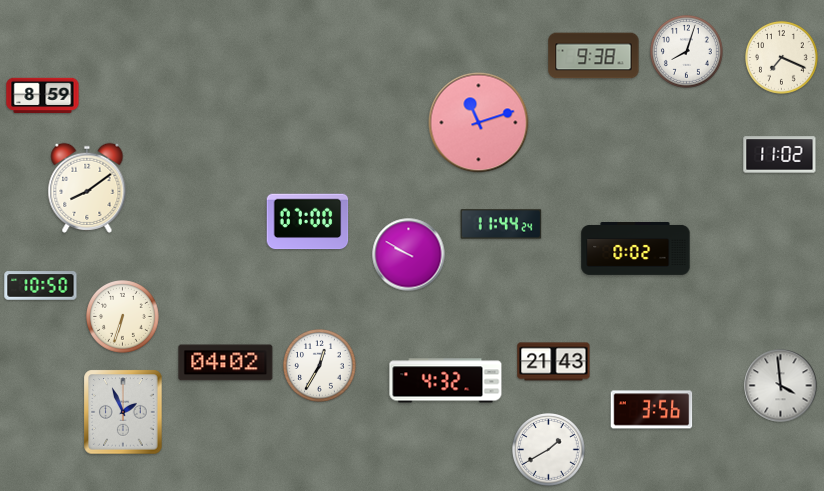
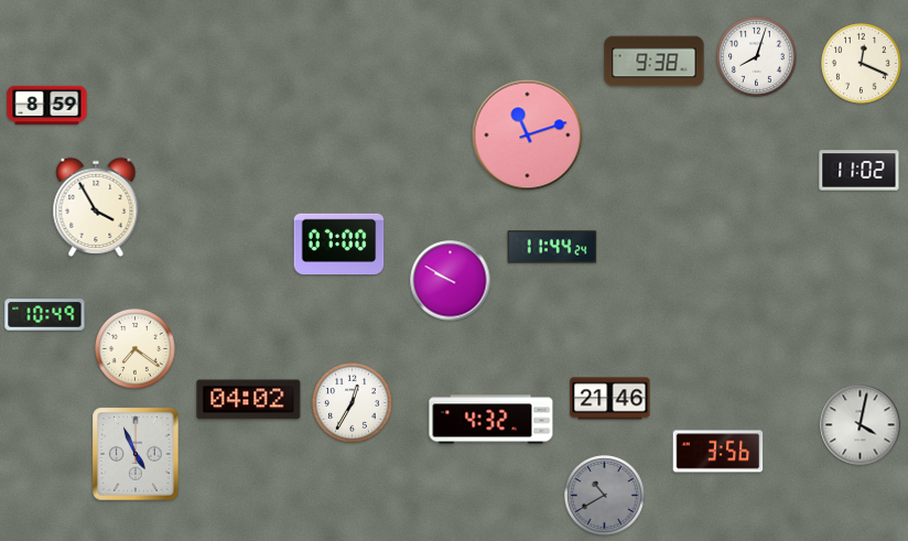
clock at (782, 58): 7:19 -> 12:19
clock at (87, 188): 8:09 -> 3:55
clock at (636, 249): 0:02 -> none
clock at (41, 286): 10:50 -> 10:49
clock at (123, 317): 6:33 -> 7:21
clock at (554, 362): 21:43 -> 21:46
clock at (781, 386): 3:59 -> 4:02
clock at (123, 412): 1:56 -> 4:56
clock at (549, 450): 1:40 -> 10:40
clock at (549, 450) dial: white -> grey
